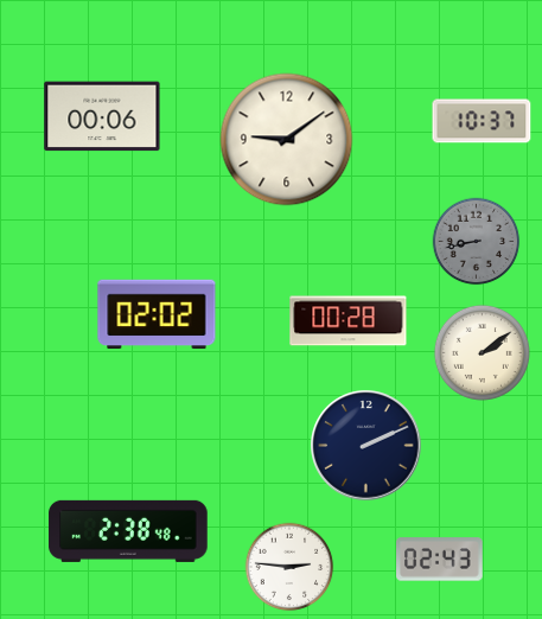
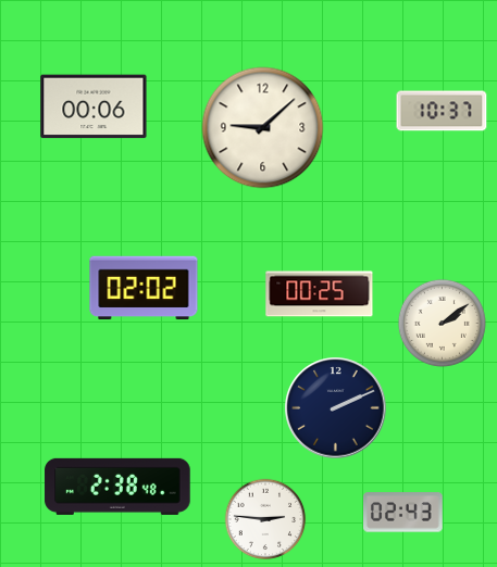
clock at (287, 140): 9:09 -> 9:08
clock at (477, 242): 8:43 -> none
clock at (349, 321): 00:28 -> 00:25
